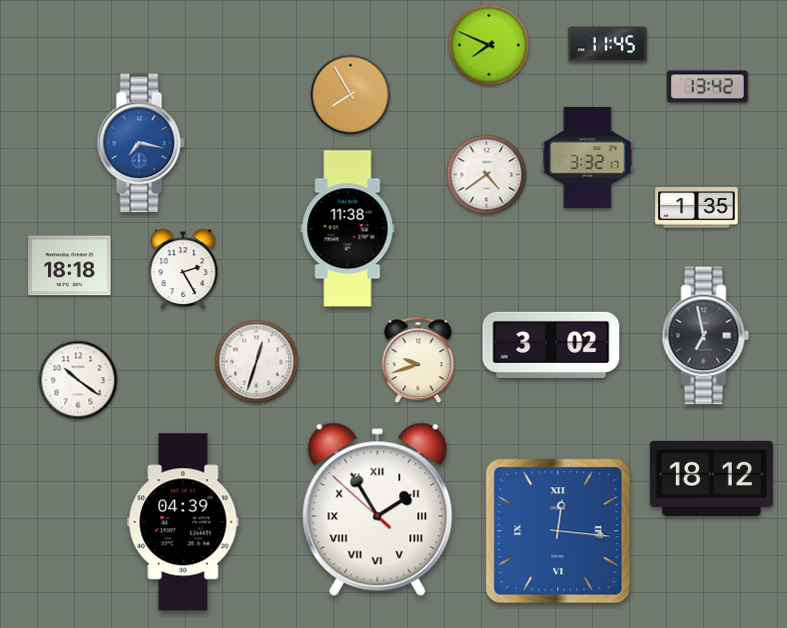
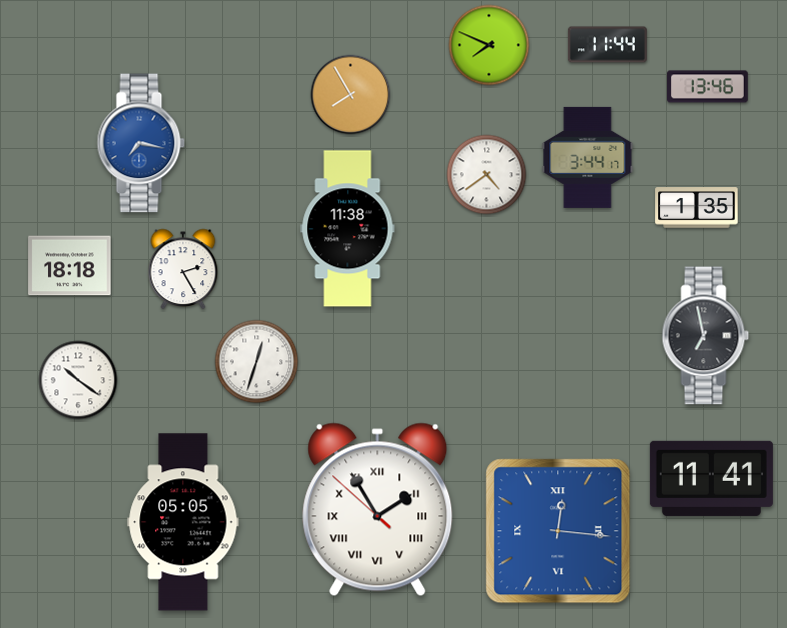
clock at (607, 45): 11:45 -> 11:44
clock at (708, 87): 13:42 -> 13:46
clock at (588, 157): 3:32 -> 3:44
clock at (551, 345): 3:02 -> none
clock at (418, 360): 9:42 -> none
clock at (711, 478): 18:12 -> 11:41
clock at (183, 522): 04:39 -> 05:05
